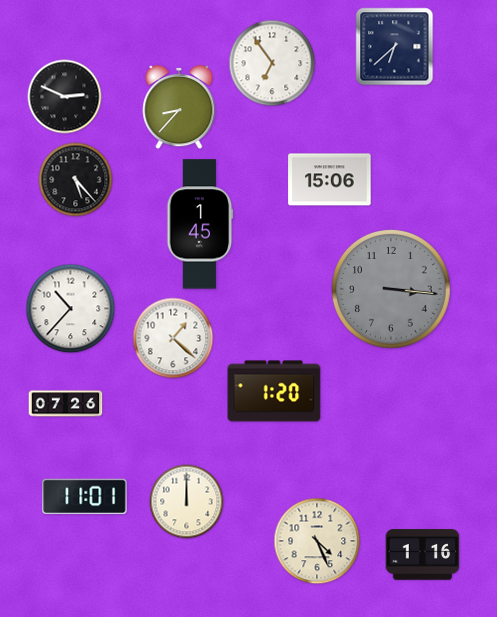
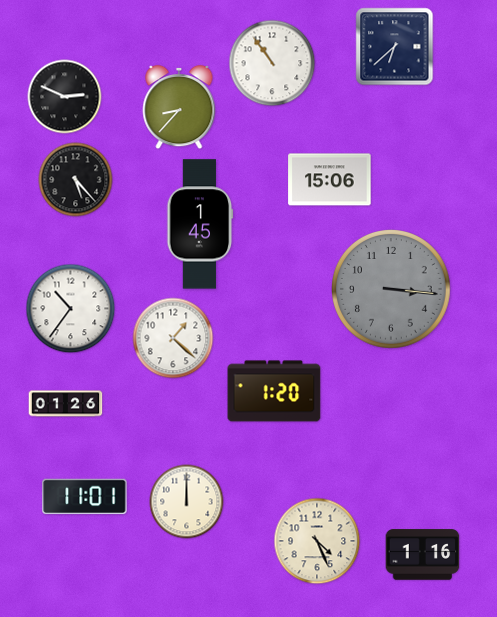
clock at (272, 63): 6:54 -> 10:54
clock at (71, 309): 10:37 -> 10:36
clock at (66, 404): 07:26 -> 01:26
